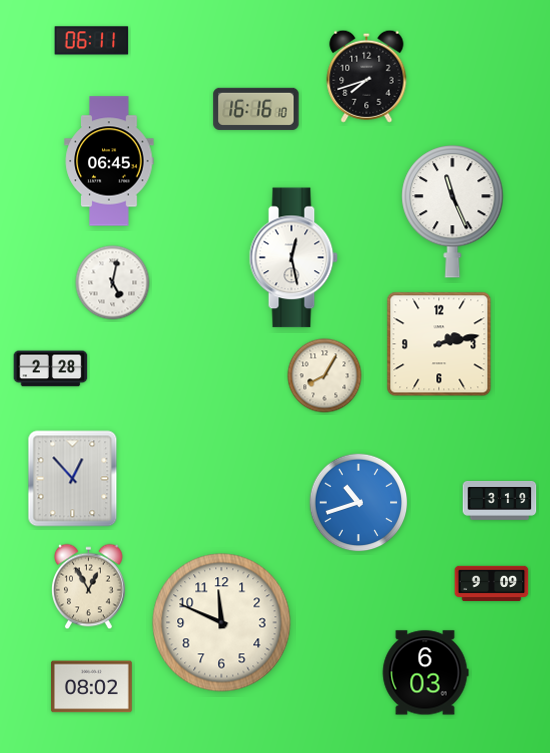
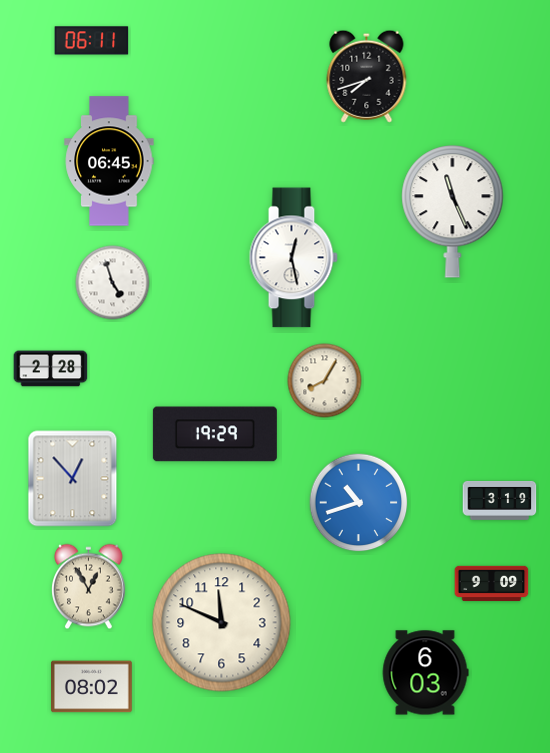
clock at (256, 109): 16:16 -> none
clock at (113, 283): 5:02 -> 4:57
clock at (439, 344): 2:13 -> none
clock at (325, 376) position: (325, 376) -> (325, 381)
clock at (215, 434): none -> 19:29
